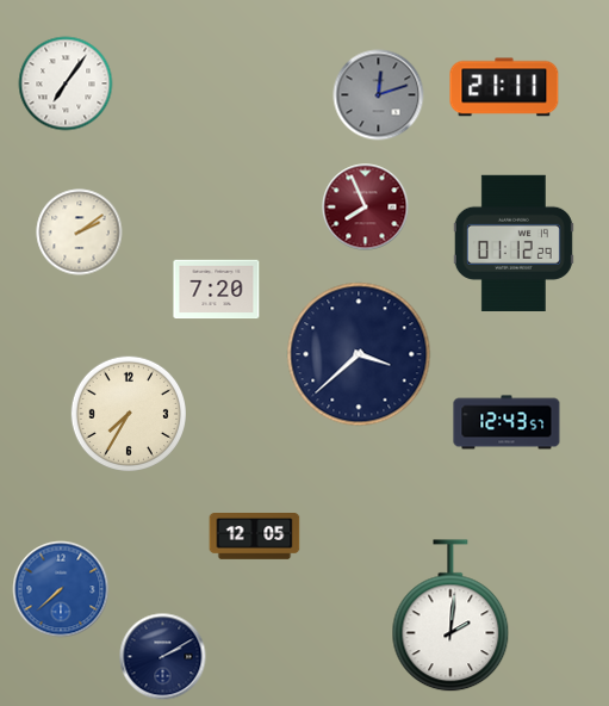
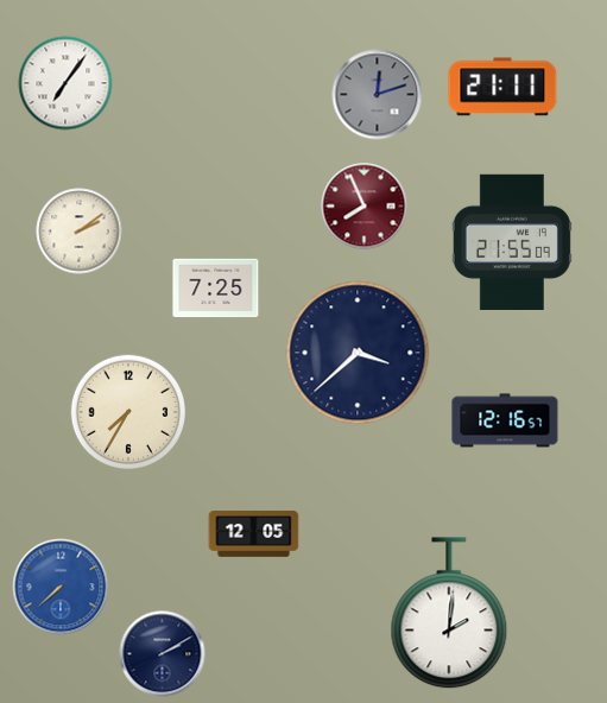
clock at (514, 242): 01:12 -> 21:55
clock at (217, 290): 7:20 -> 7:25
clock at (507, 422): 12:43 -> 12:16
